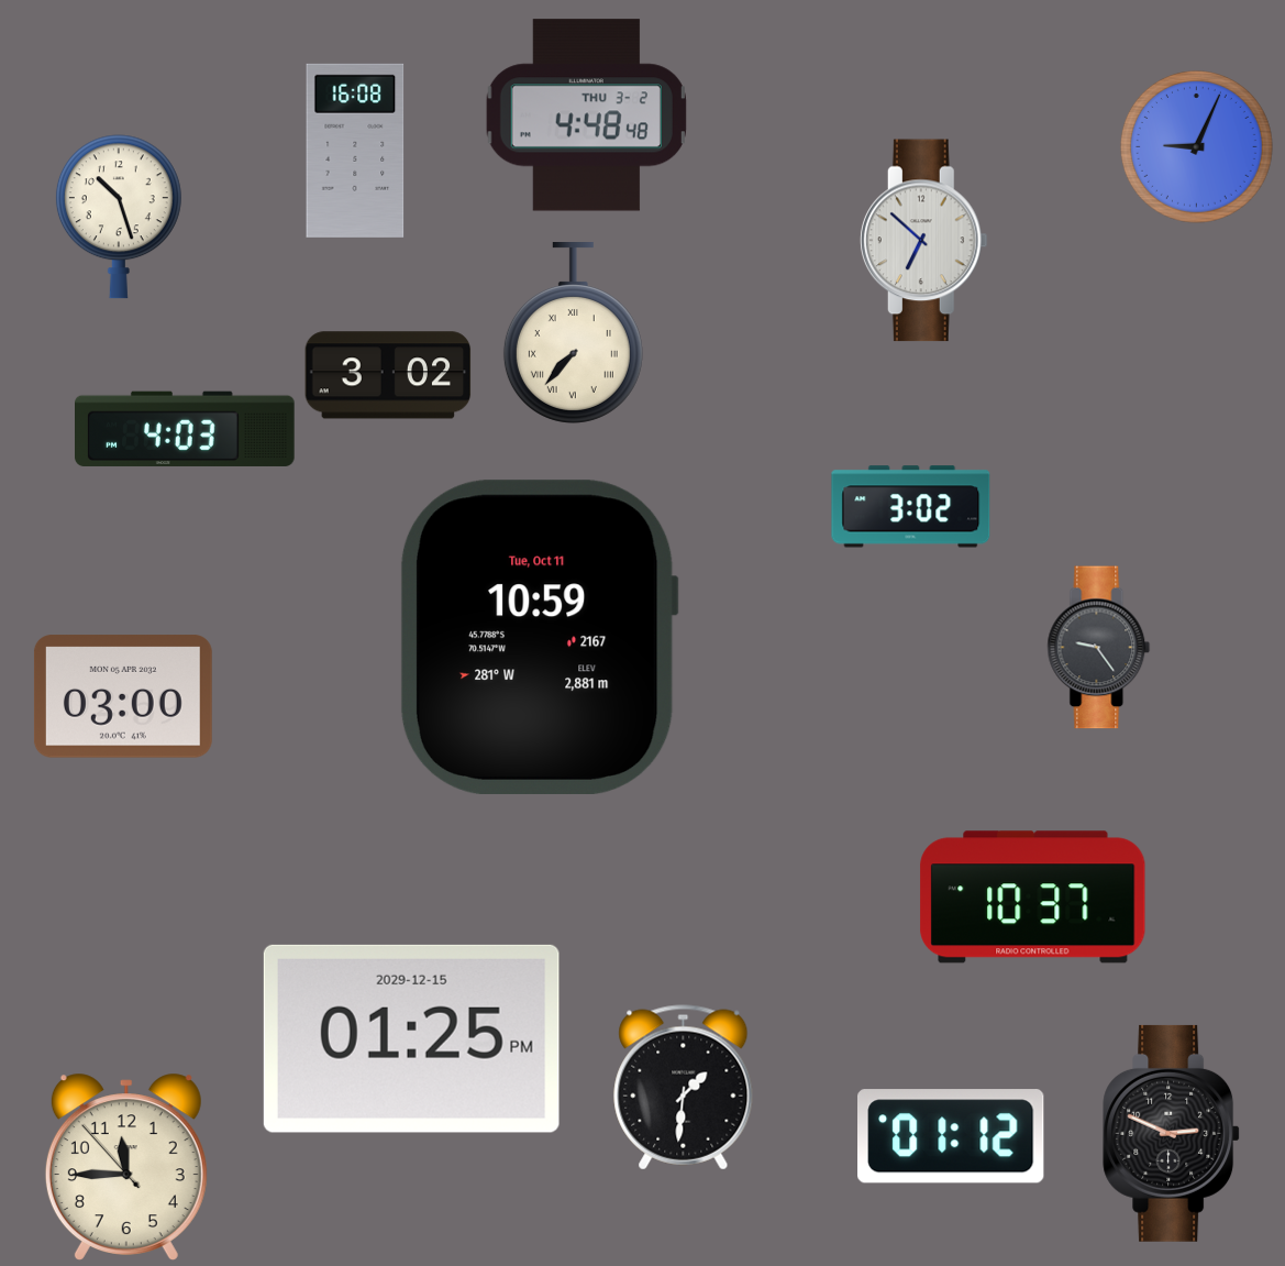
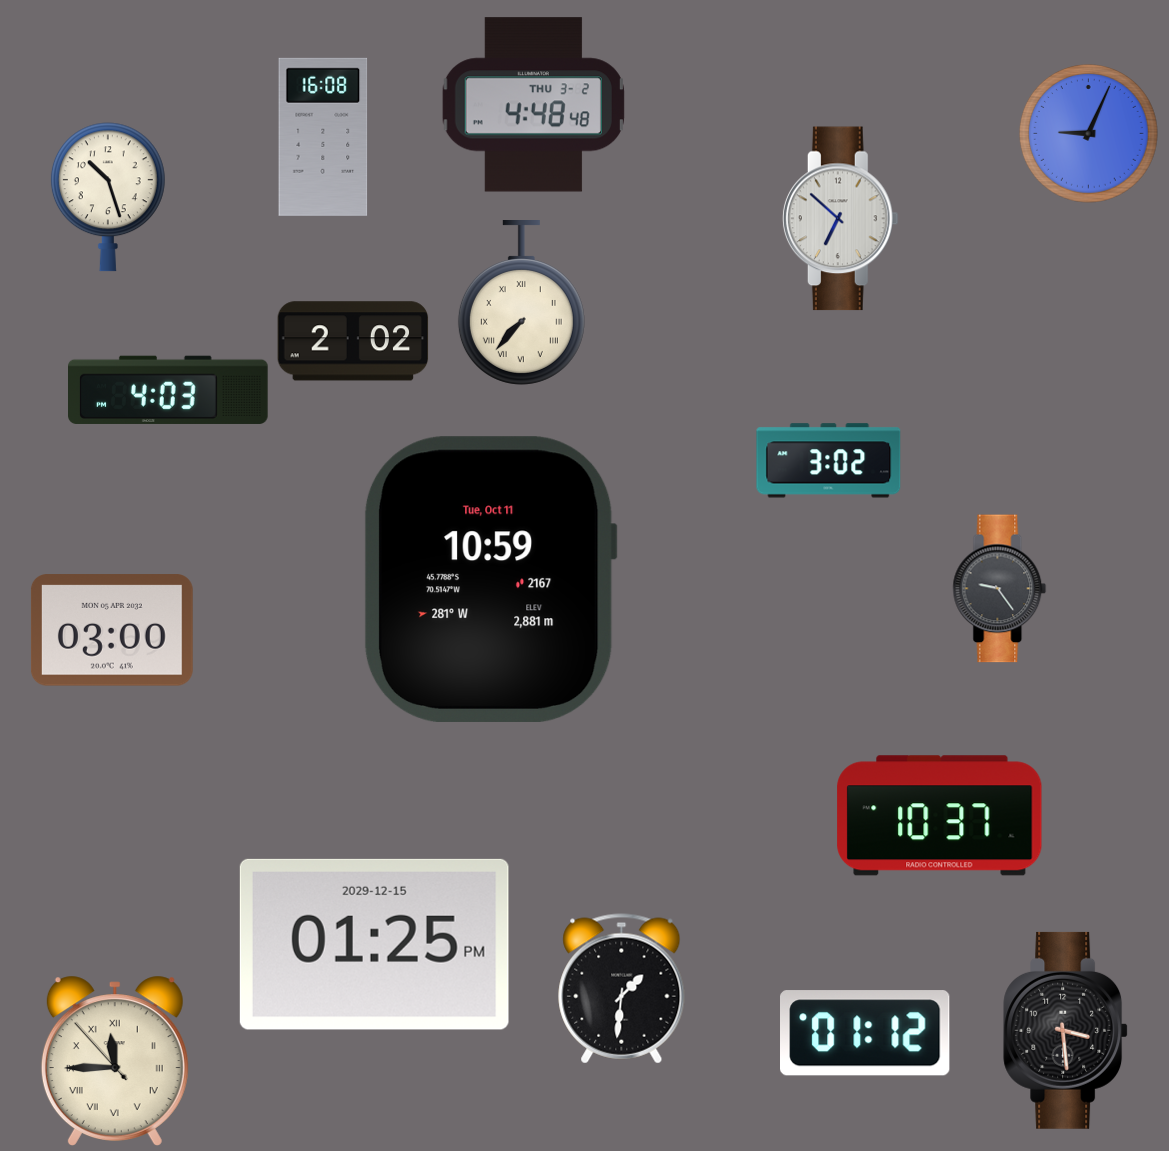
clock at (388, 375): 3:02 -> 2:02
clock at (123, 696) position: (123, 696) -> (112, 630)
clock at (1172, 1133): 2:49 -> 3:29
clock at (126, 1167) numerals: Arabic -> Roman
